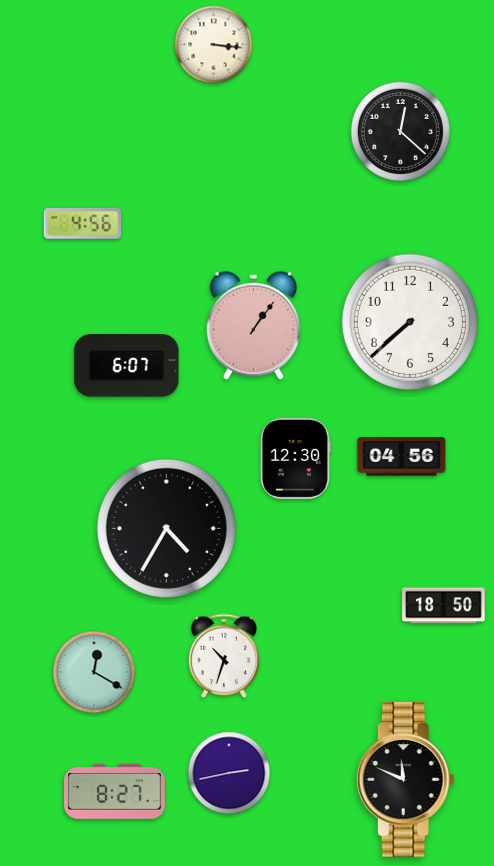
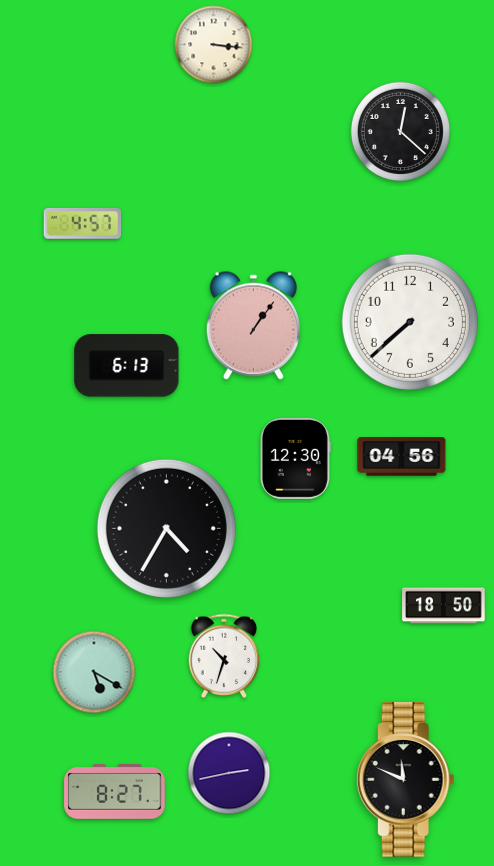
clock at (83, 224): 4:56 -> 4:57
clock at (127, 366): 6:07 -> 6:13
clock at (94, 672): 12:20 -> 5:20
